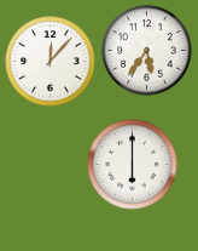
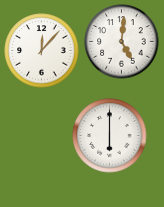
clock at (147, 51): 5:36 -> 5:01
